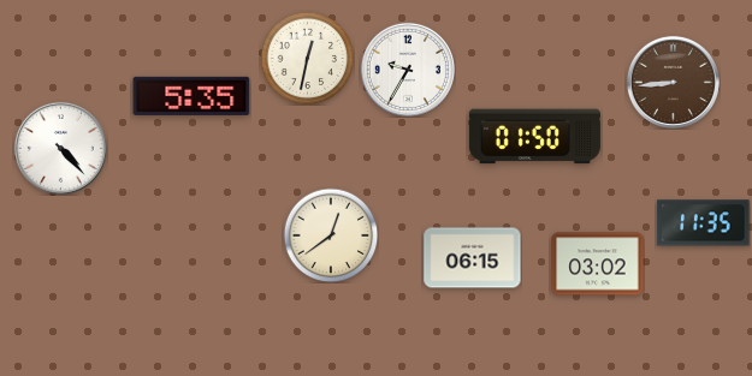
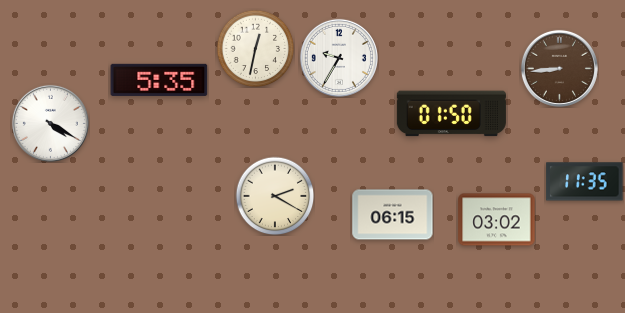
clock at (534, 137) position: (534, 137) -> (451, 114)
clock at (60, 148): 4:23 -> 4:20
clock at (704, 223) position: (704, 223) -> (585, 182)
clock at (331, 235): 12:39 -> 2:20
